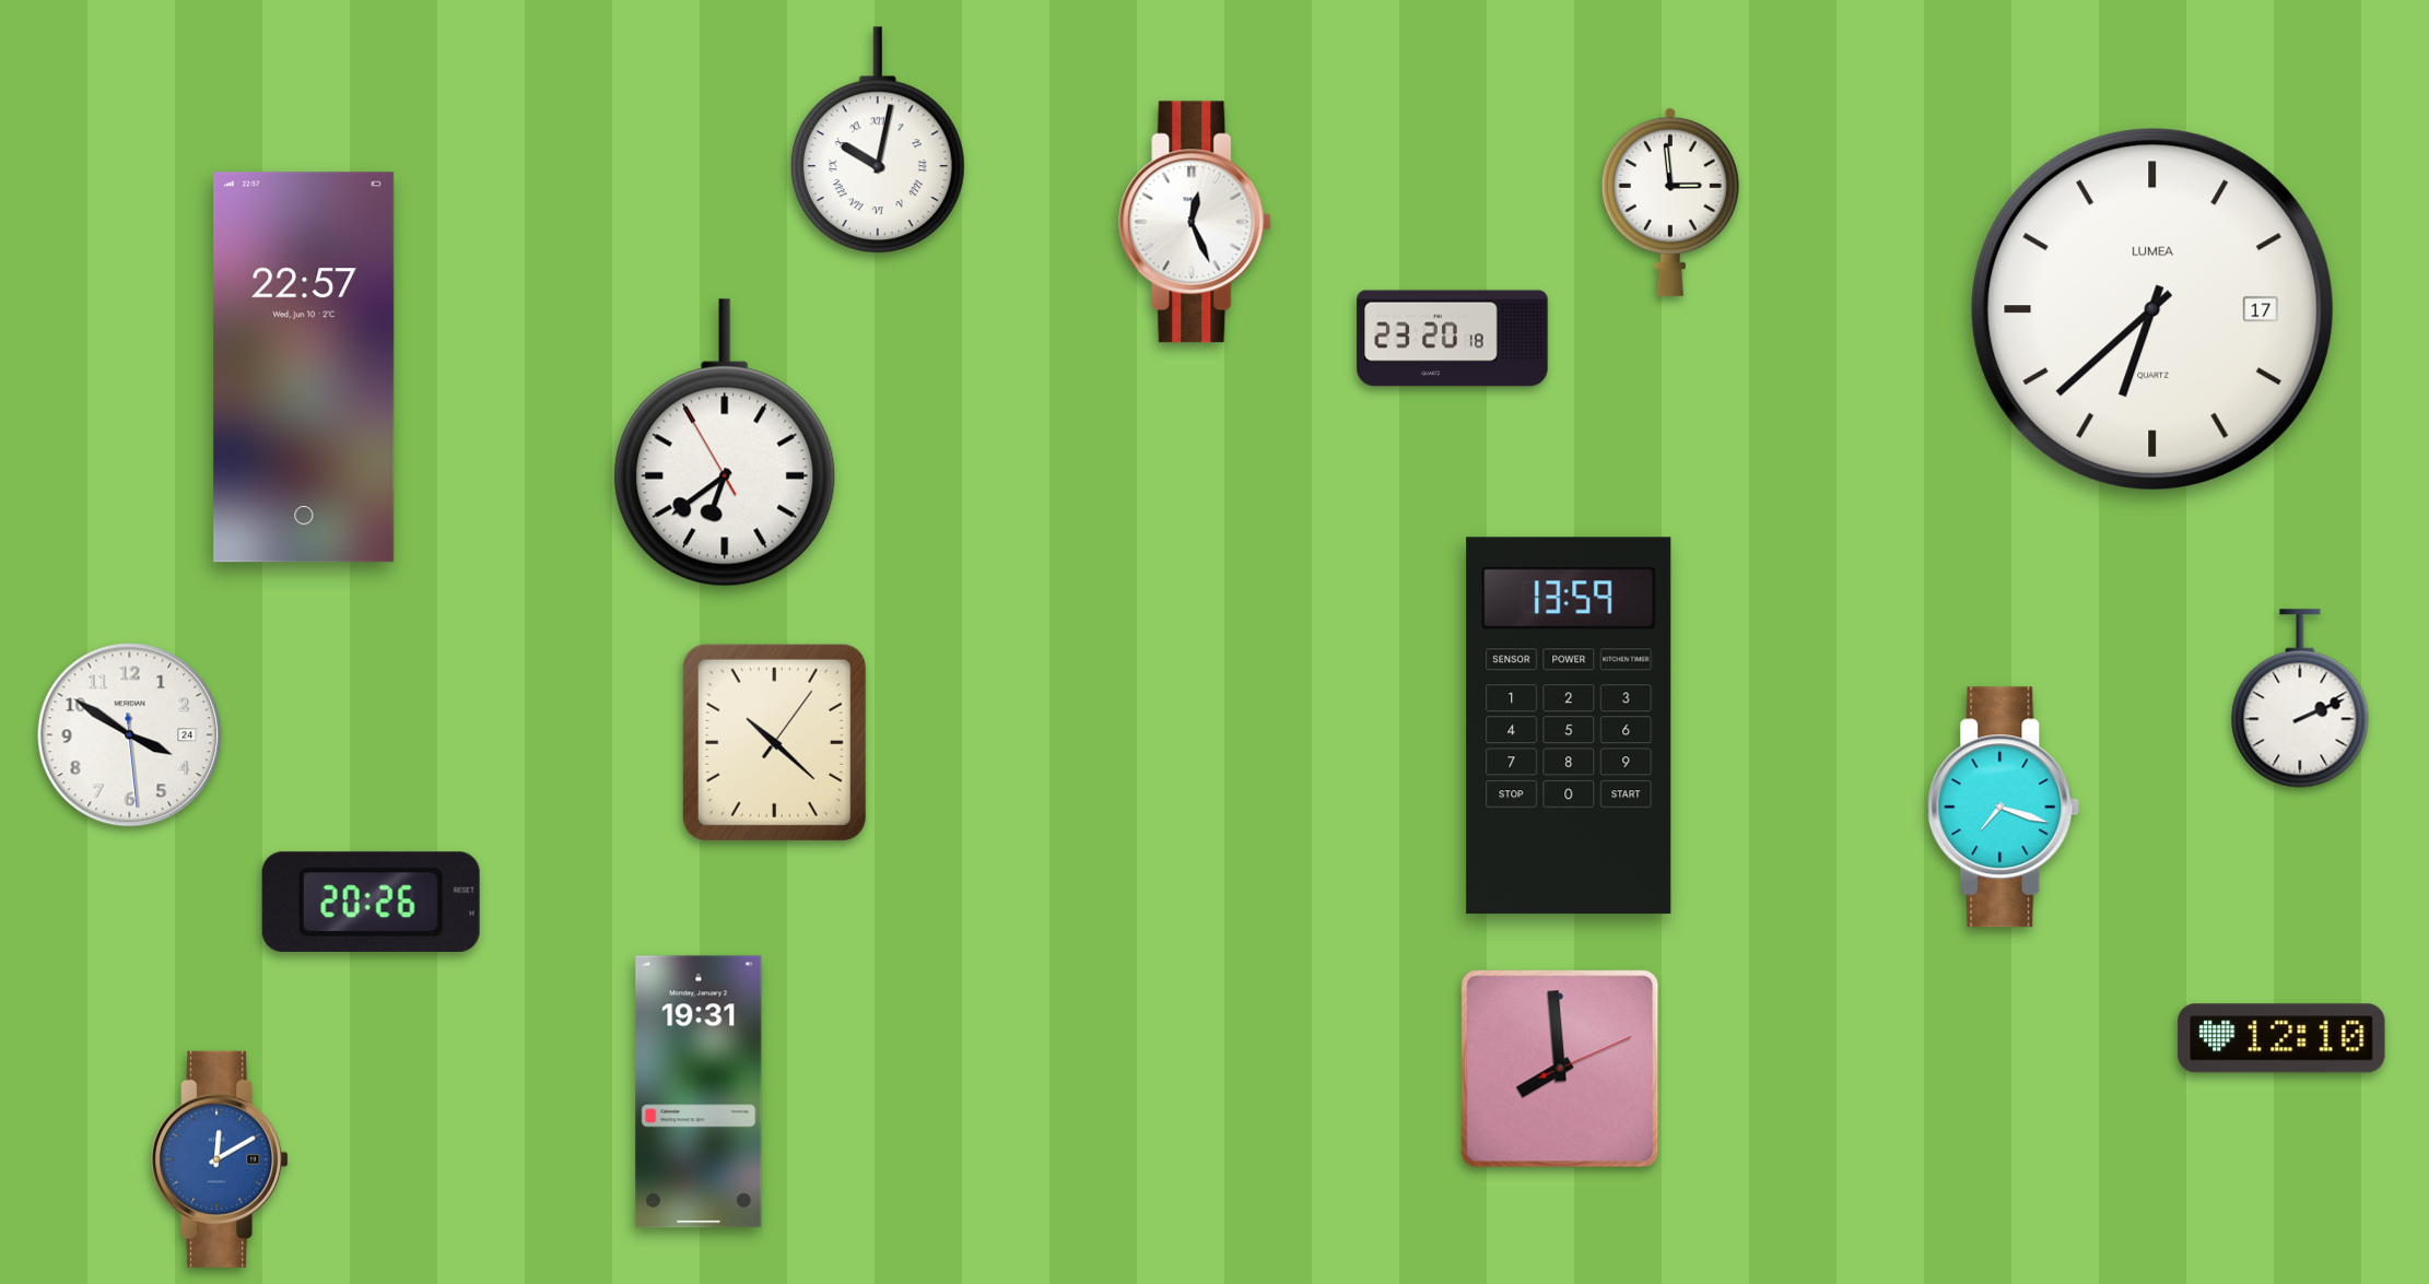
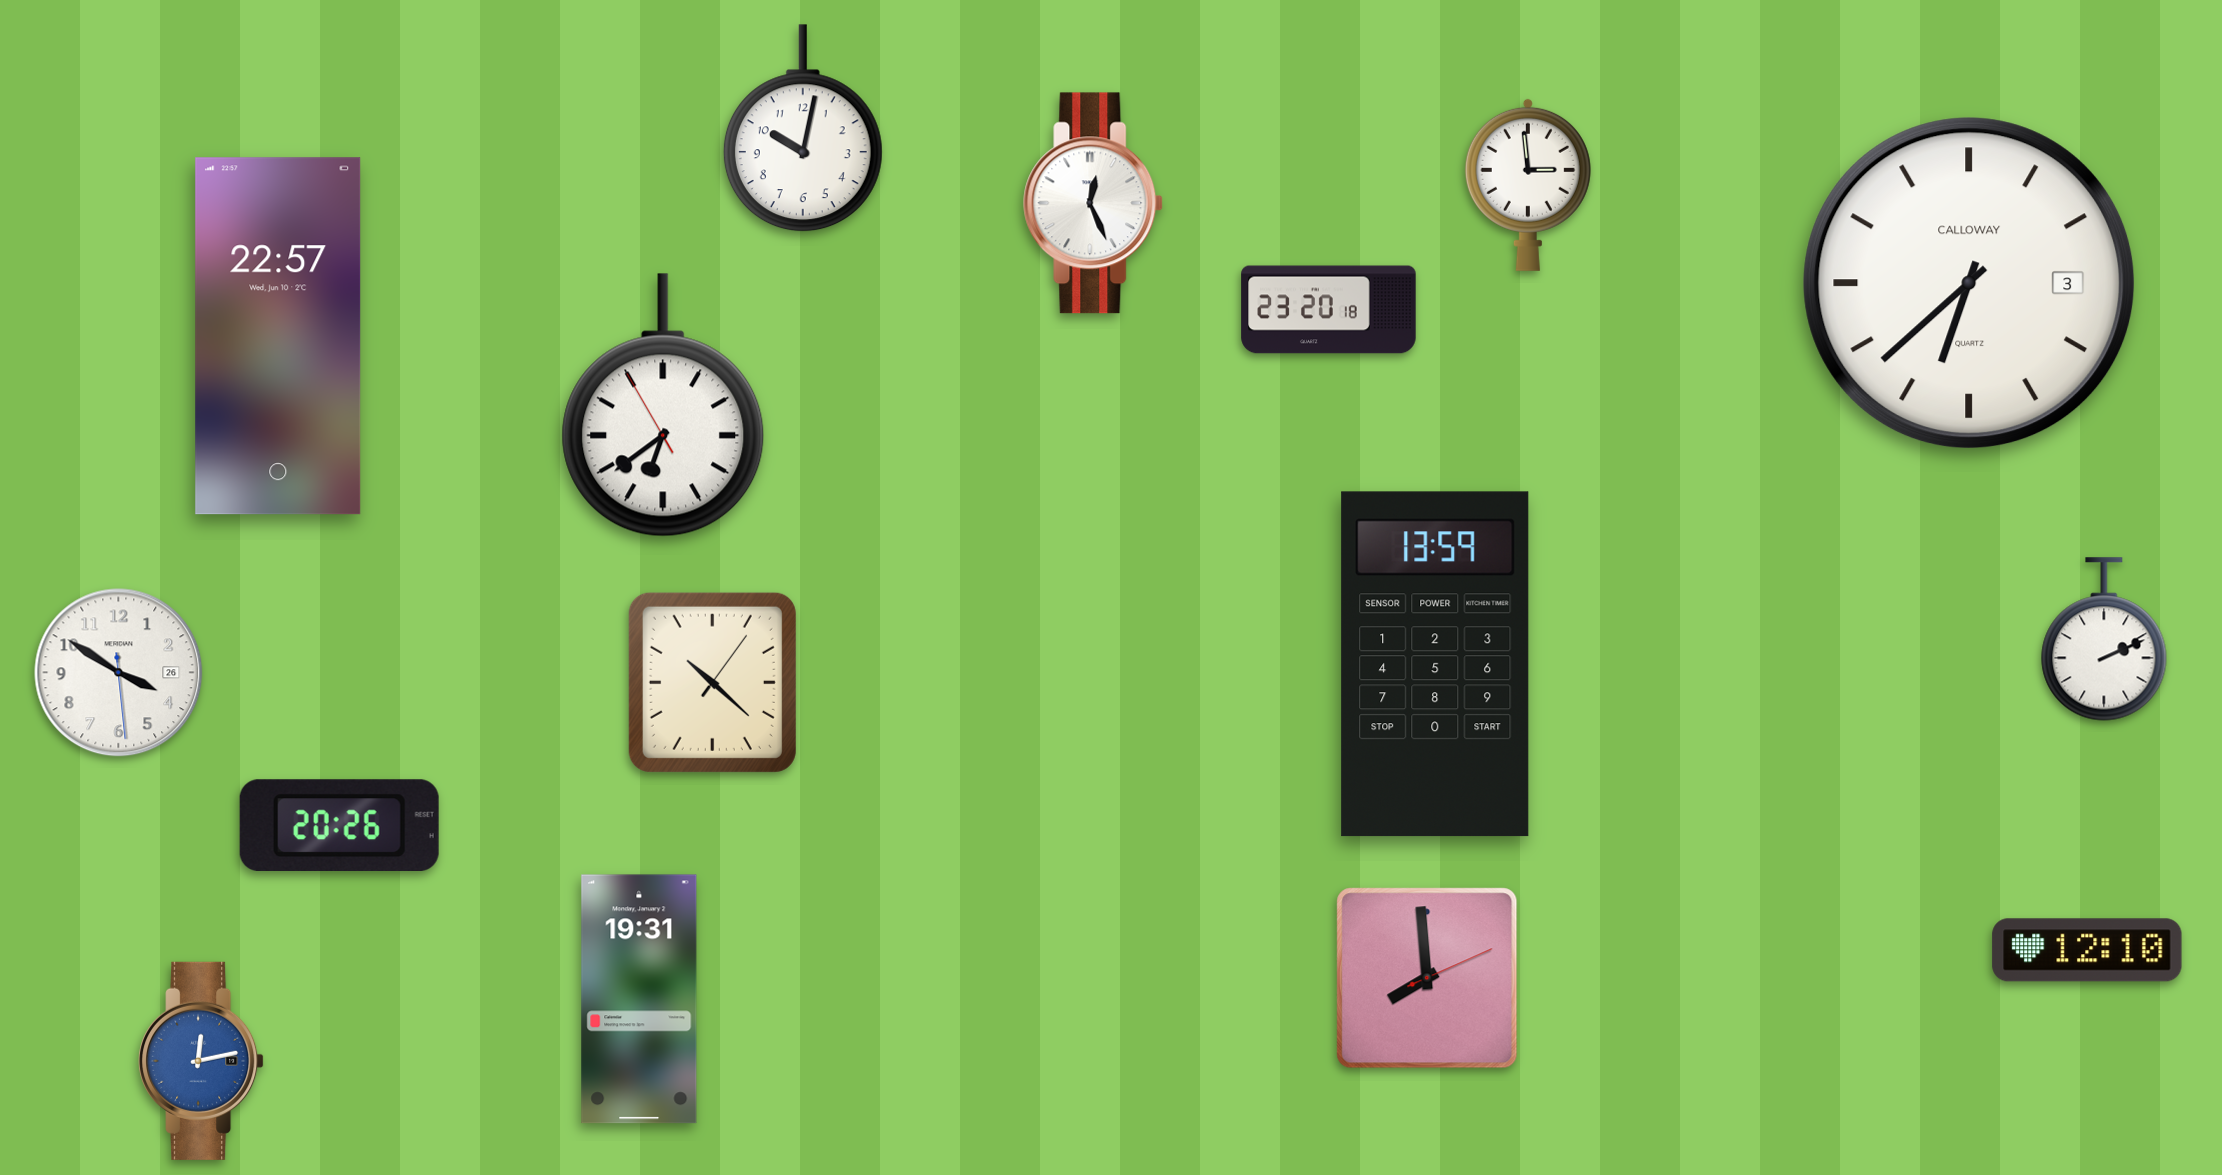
clock at (878, 141) numerals: Roman -> Arabic
clock at (2152, 309) date: 17 -> 3
clock at (2152, 309) brand: LUMEA -> CALLOWAY
clock at (130, 735) date: 24 -> 26
clock at (774, 742) position: (774, 742) -> (712, 682)
clock at (2004, 808): 7:18 -> none
clock at (220, 1159): 12:10 -> 12:13
